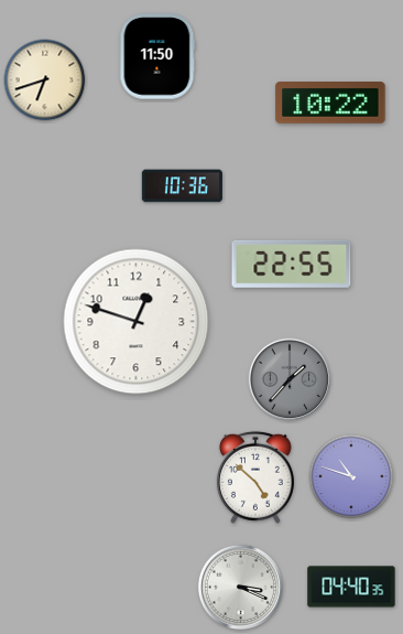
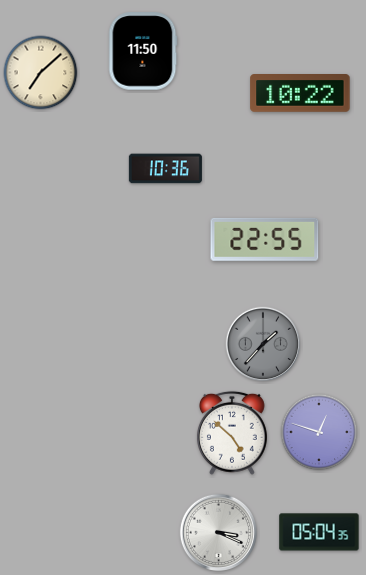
clock at (45, 80): 6:42 -> 7:08
clock at (137, 322): 12:48 -> none
clock at (351, 476): 10:48 -> 12:48
clock at (351, 587): 04:40 -> 05:04
